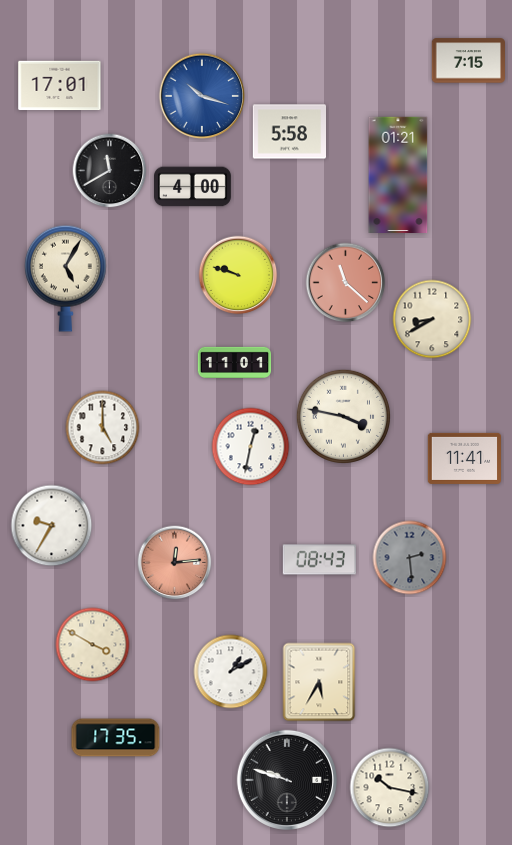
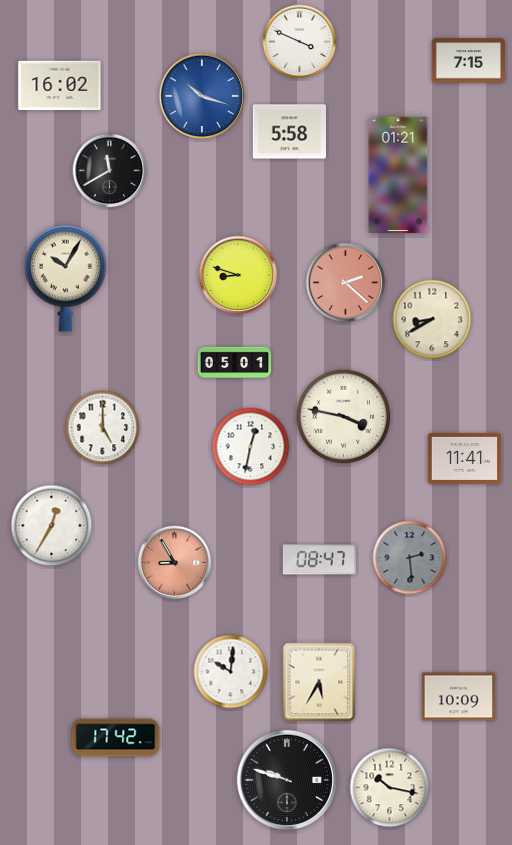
clock at (300, 42): none -> 3:49
clock at (60, 86): 17:01 -> 16:02
clock at (193, 187): 4:00 -> none
clock at (238, 275): 9:48 -> 8:48
clock at (65, 278): 5:05 -> 10:05
clock at (346, 283): 11:22 -> 2:22
clock at (235, 362): 11:01 -> 05:01
clock at (52, 526): 9:35 -> 12:35
clock at (319, 560): 08:43 -> 08:47
clock at (175, 563): 12:14 -> 8:55
clock at (93, 645): 3:50 -> none
clock at (231, 672): 1:10 -> 10:01
clock at (459, 697): none -> 10:09
clock at (116, 738): 17:35 -> 17:42
